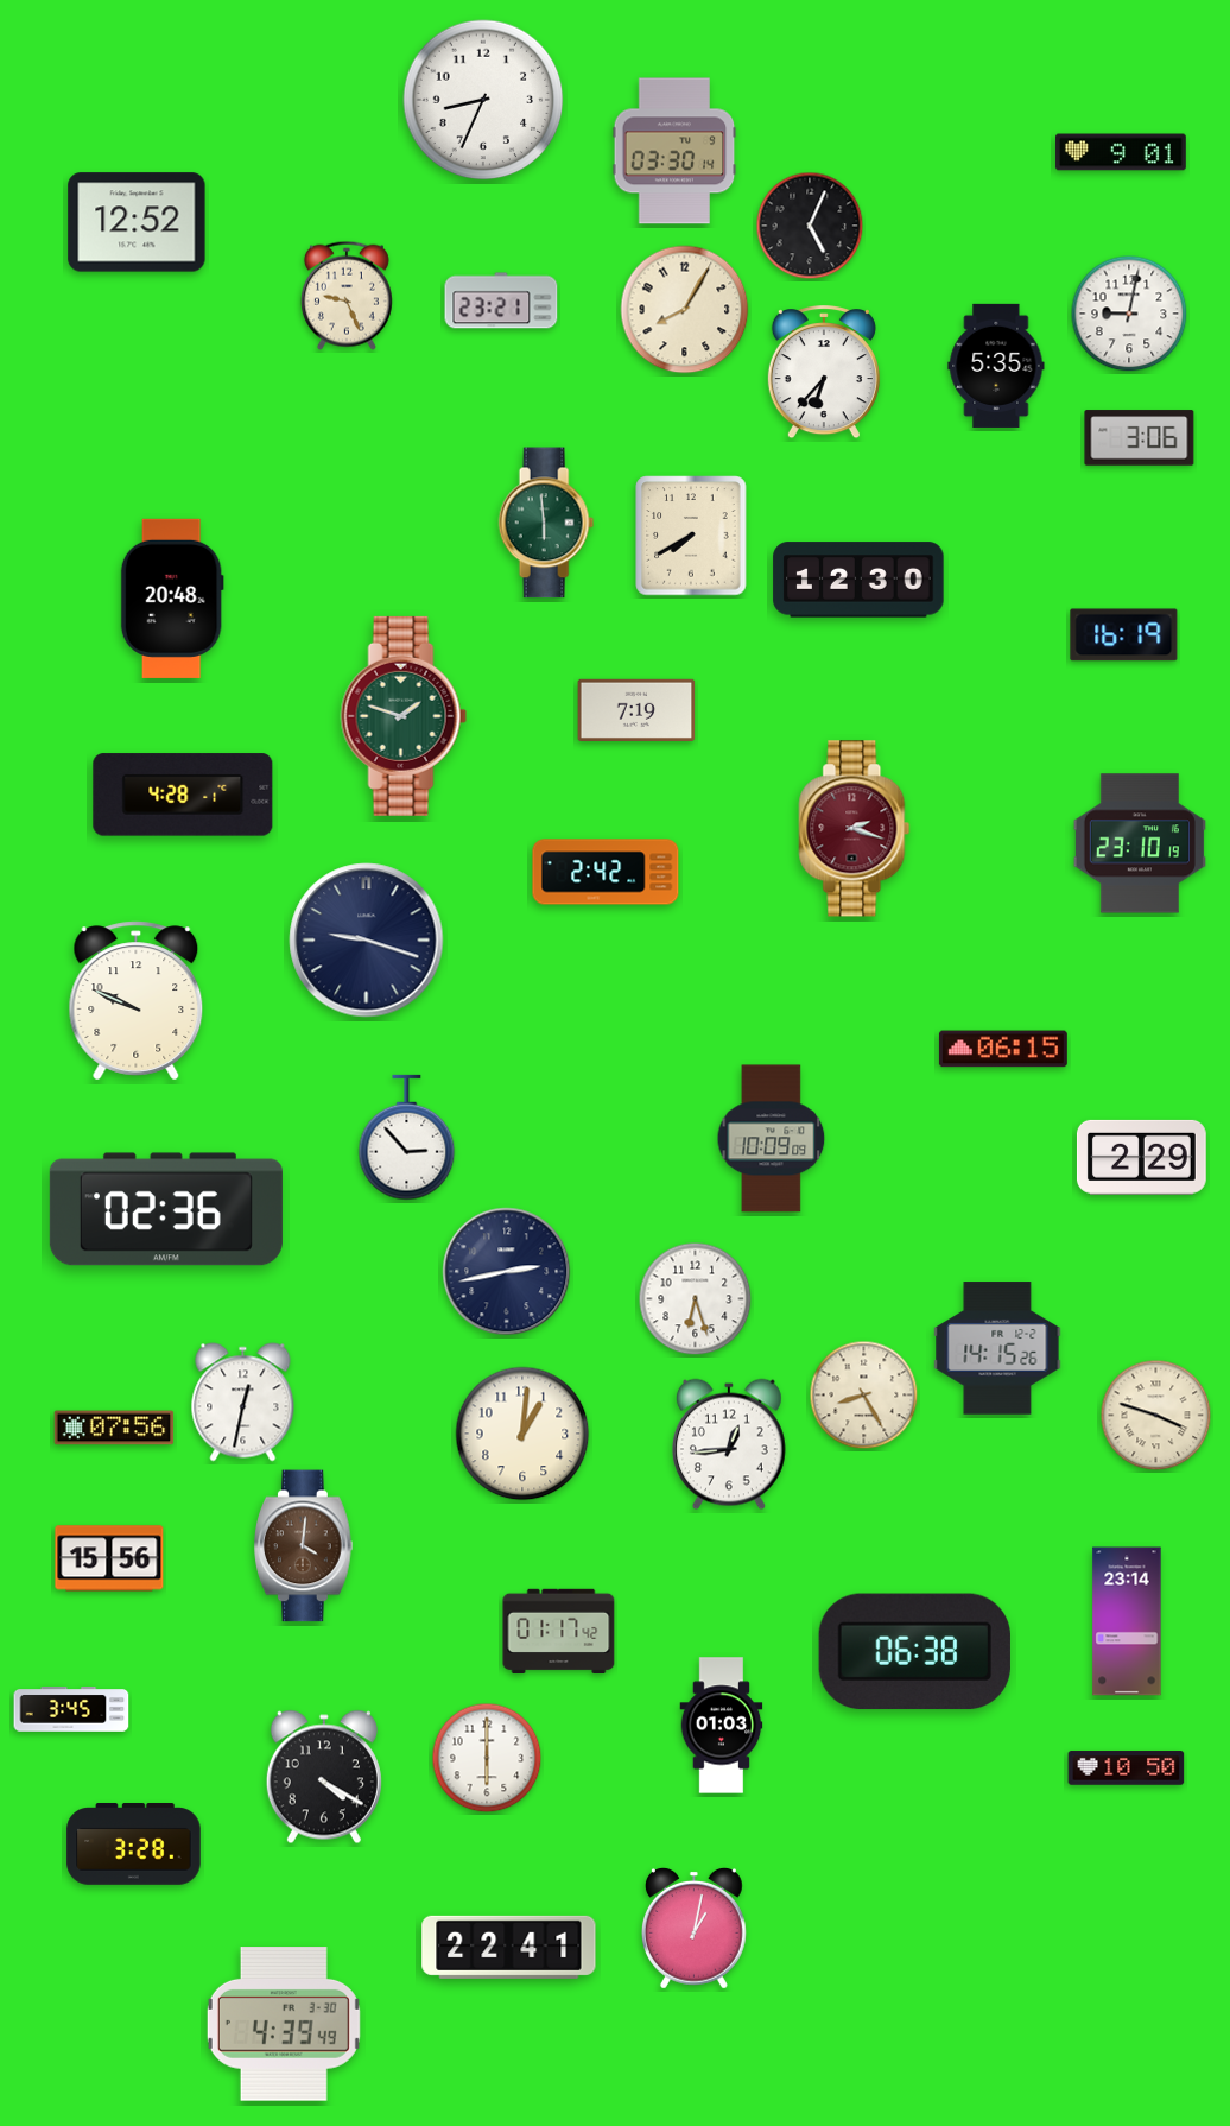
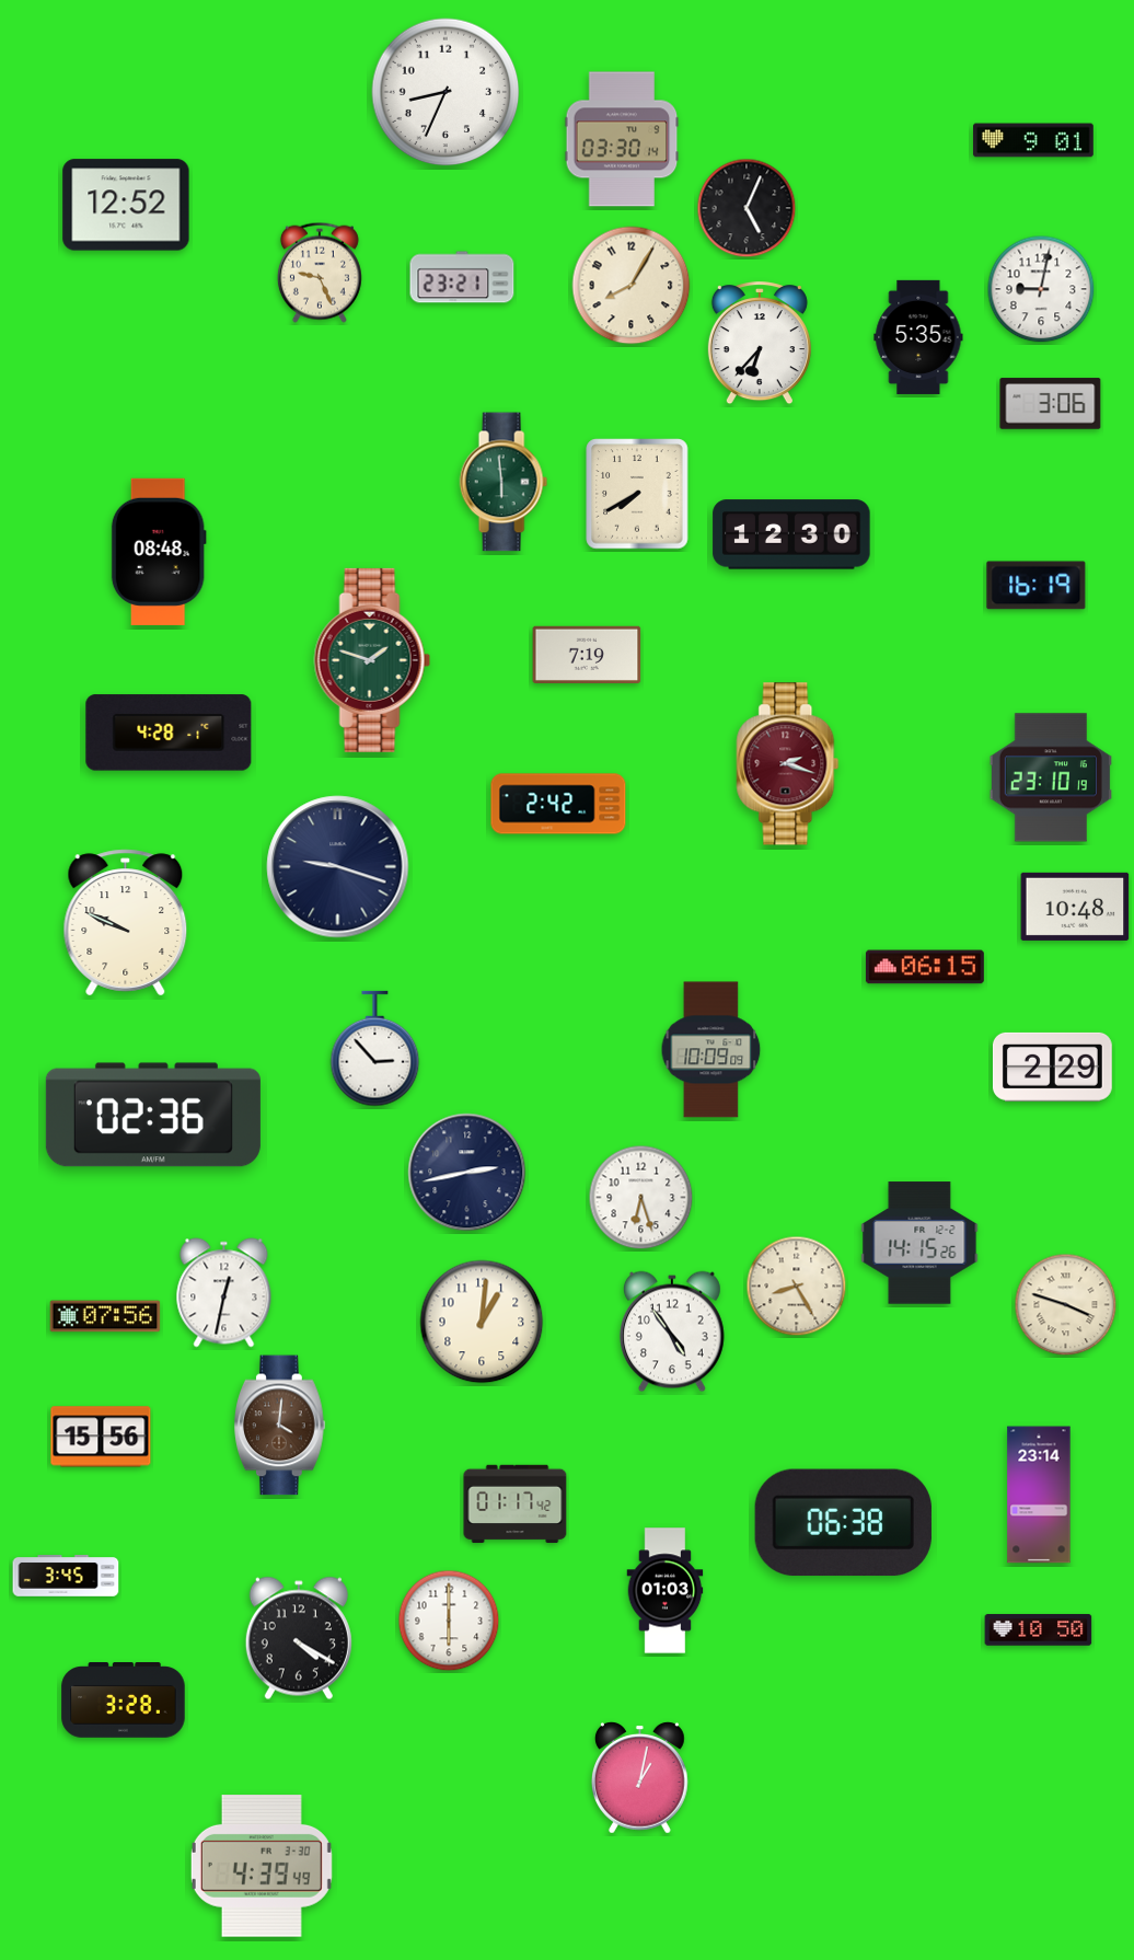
clock at (172, 599): 20:48 -> 08:48
clock at (1075, 907): none -> 10:48
clock at (729, 1444): 12:44 -> 4:54
clock at (509, 1947): 22:41 -> none
